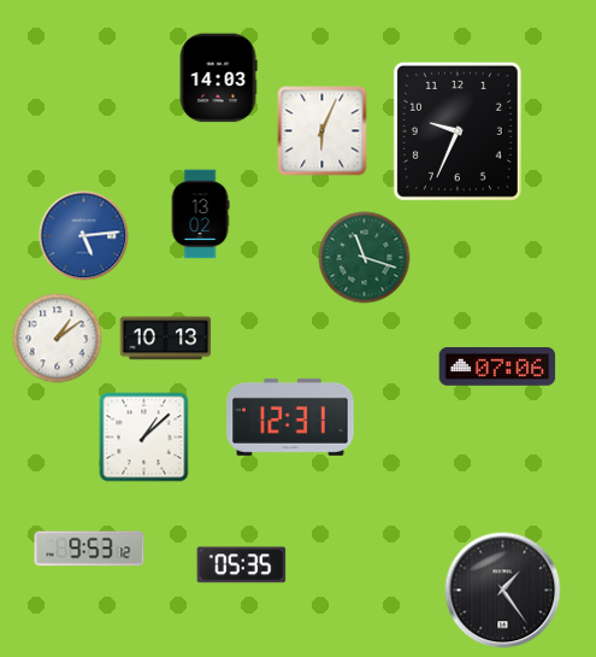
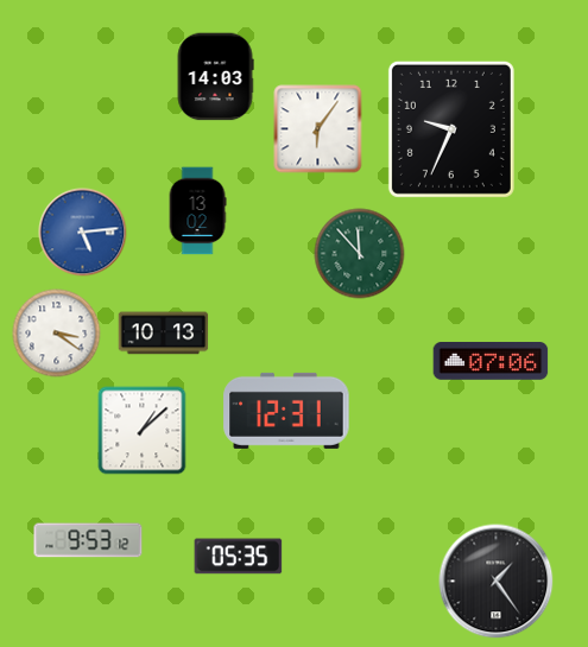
clock at (323, 131): 6:04 -> 6:06
clock at (365, 258): 11:18 -> 11:53
clock at (58, 339): 1:09 -> 3:21
